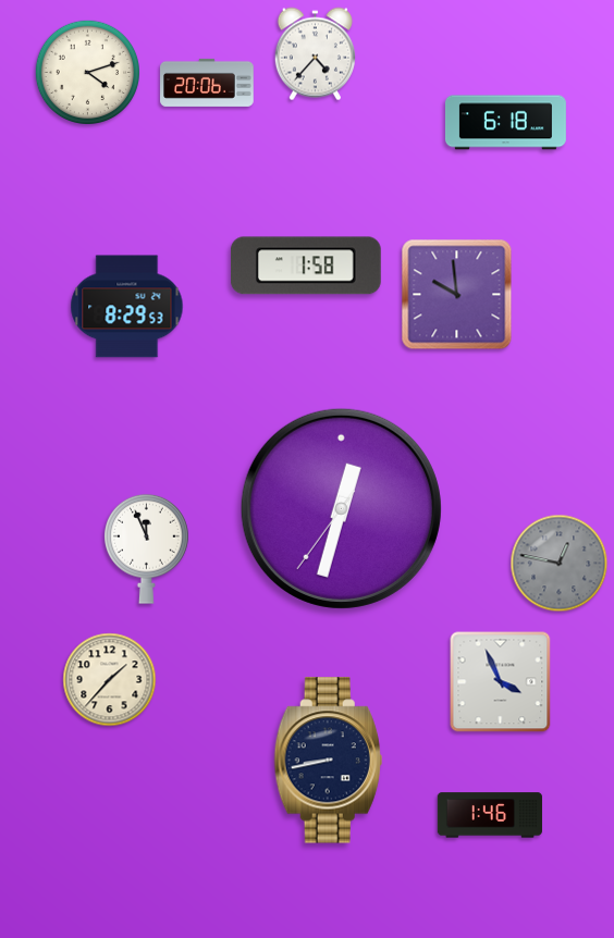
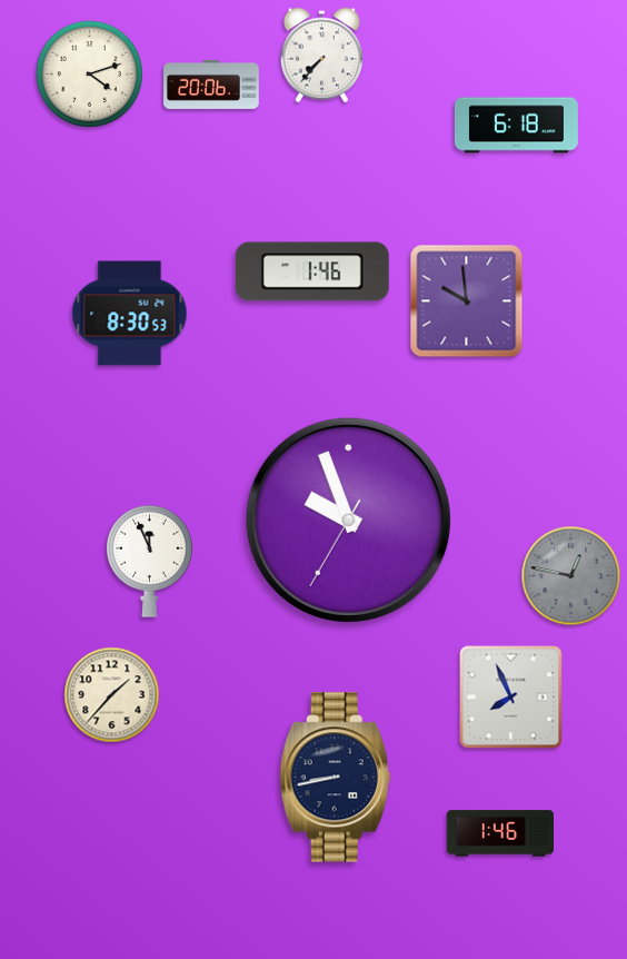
clock at (315, 54): 4:37 -> 7:37
clock at (306, 266): 1:58 -> 1:46
clock at (127, 307): 8:29 -> 8:30
clock at (341, 508): 12:32 -> 9:56
clock at (501, 682): 3:56 -> 7:56
